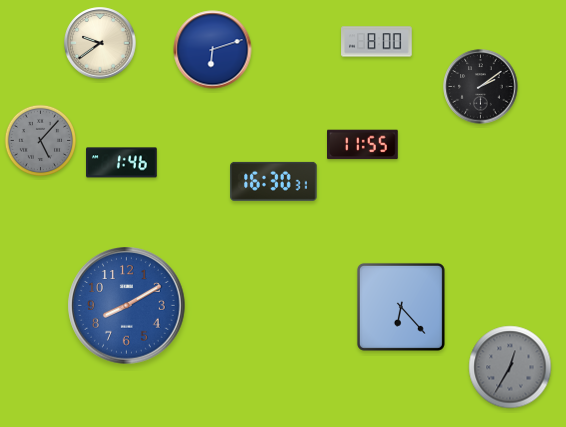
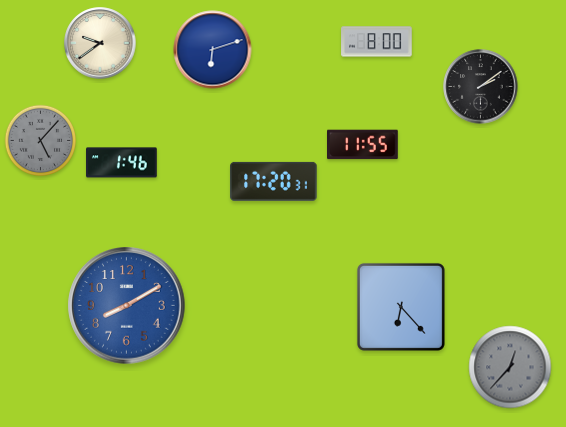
clock at (274, 181): 16:30 -> 17:20
clock at (510, 367): 12:35 -> 12:37
